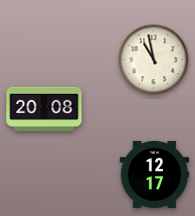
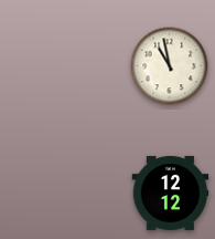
clock at (44, 109): 20:08 -> none
clock at (155, 174): 12:17 -> 12:12
